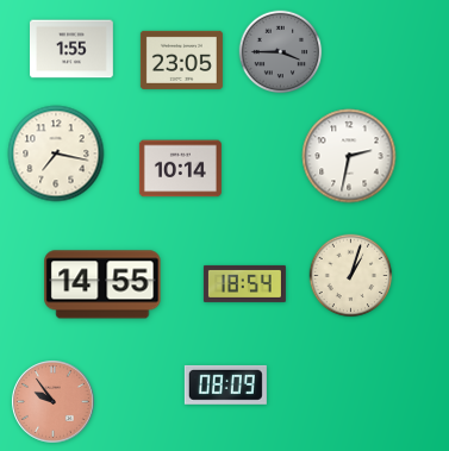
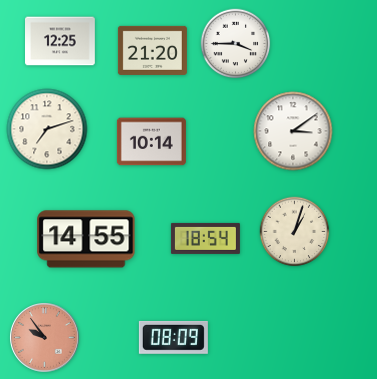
clock at (73, 49): 1:55 -> 12:25
clock at (281, 52) dial: grey -> white
clock at (181, 59): 23:05 -> 21:20
clock at (56, 154): 7:17 -> 7:12
clock at (349, 156): 2:32 -> 3:09
clock at (225, 384) position: (225, 384) -> (173, 337)
